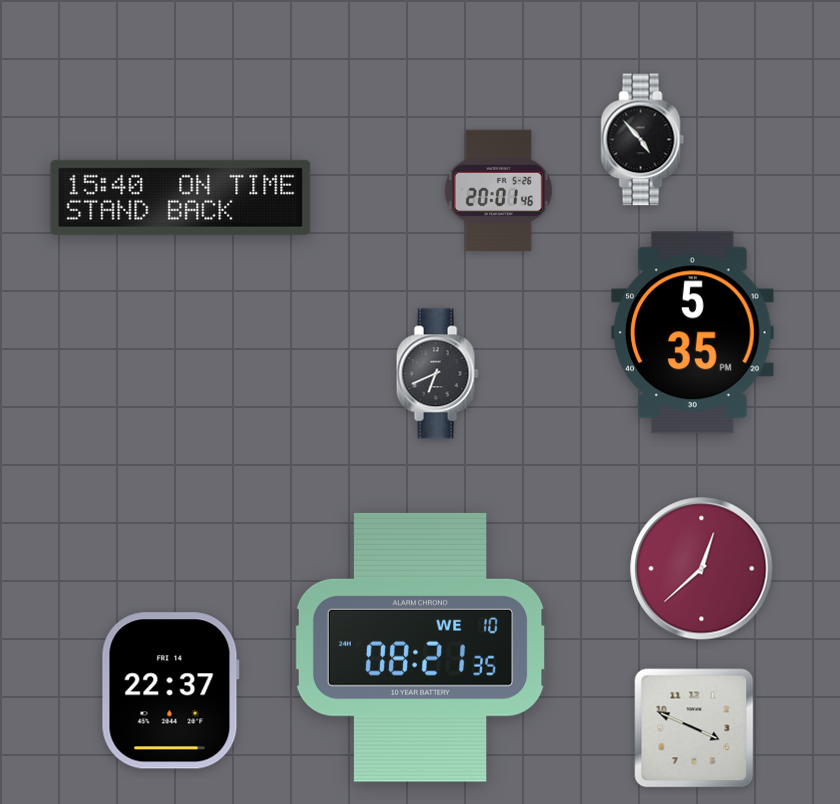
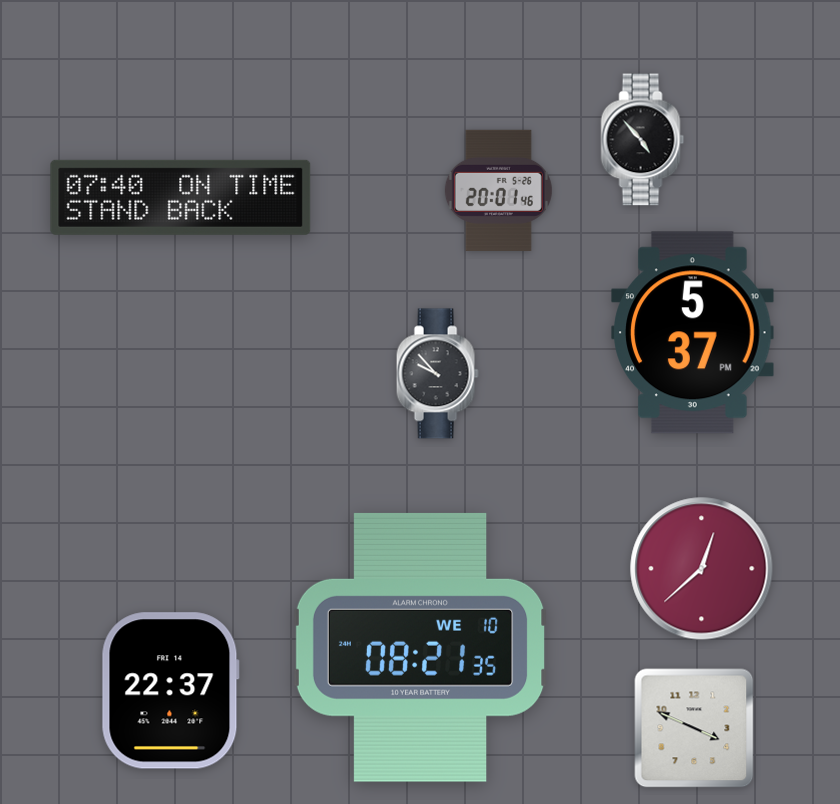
clock at (181, 197): 15:40 -> 07:40
clock at (693, 333): 5:35 -> 5:37
clock at (437, 374): 6:41 -> 9:53
